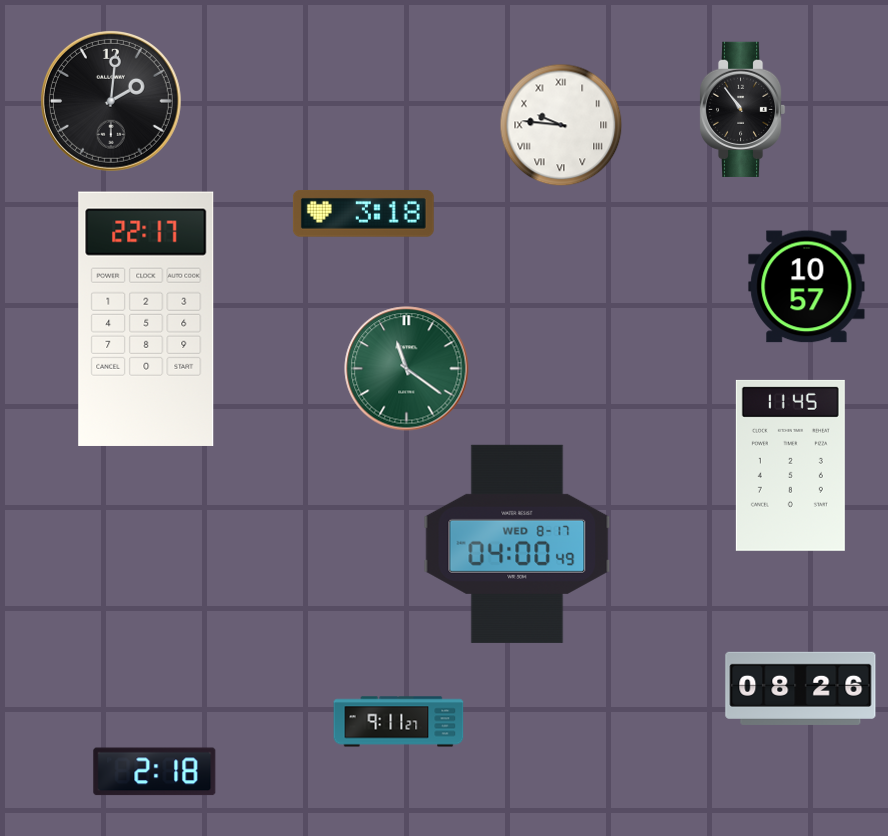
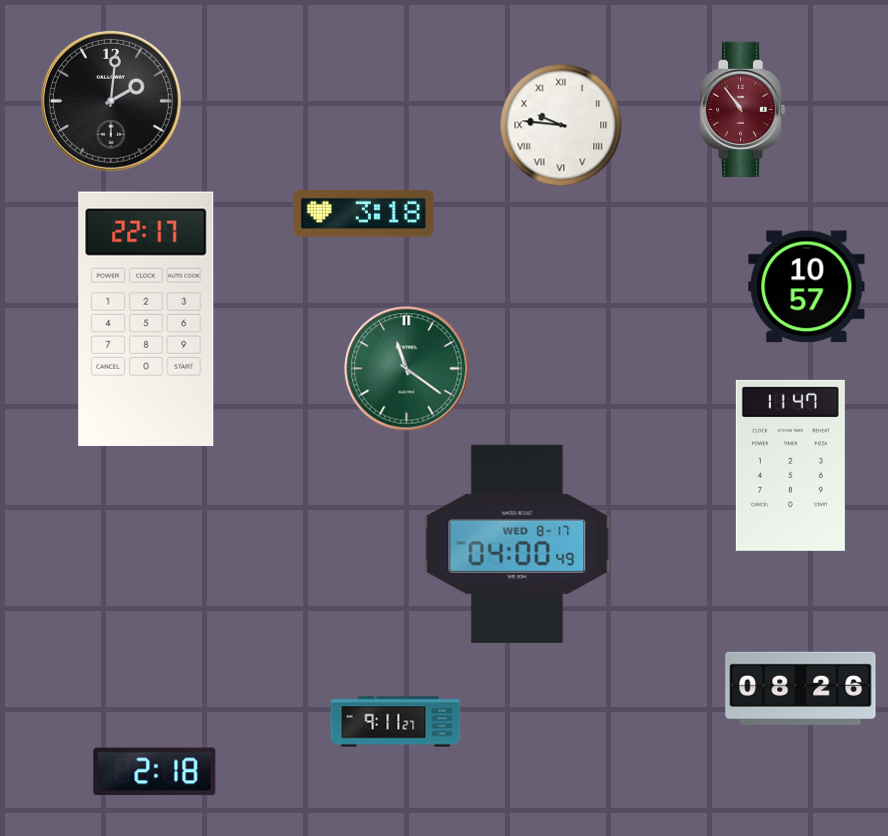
clock at (742, 109) dial: black -> burgundy
clock at (790, 465): 11:45 -> 11:47
clock at (399, 722) position: (399, 722) -> (396, 722)
